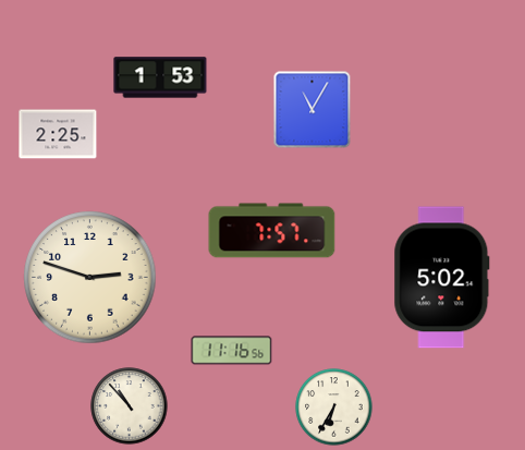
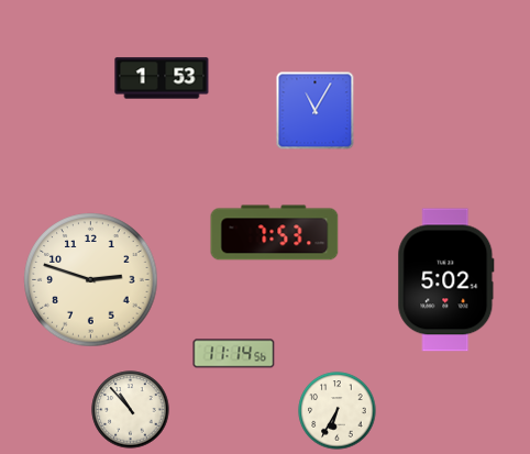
clock at (58, 134): 2:25 -> none
clock at (272, 231): 7:57 -> 7:53
clock at (232, 351): 11:16 -> 11:14
